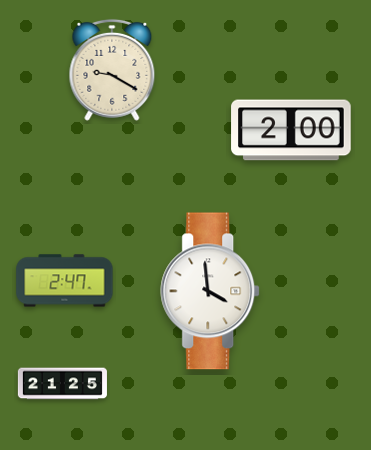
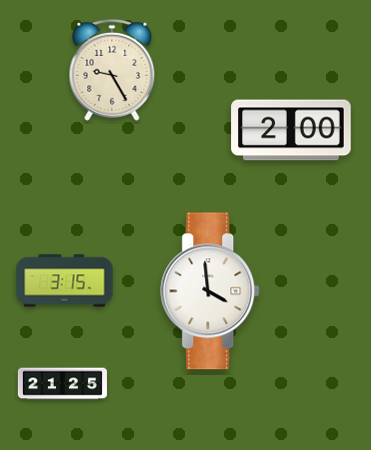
clock at (112, 70): 9:20 -> 9:25
clock at (65, 281): 2:47 -> 3:15
